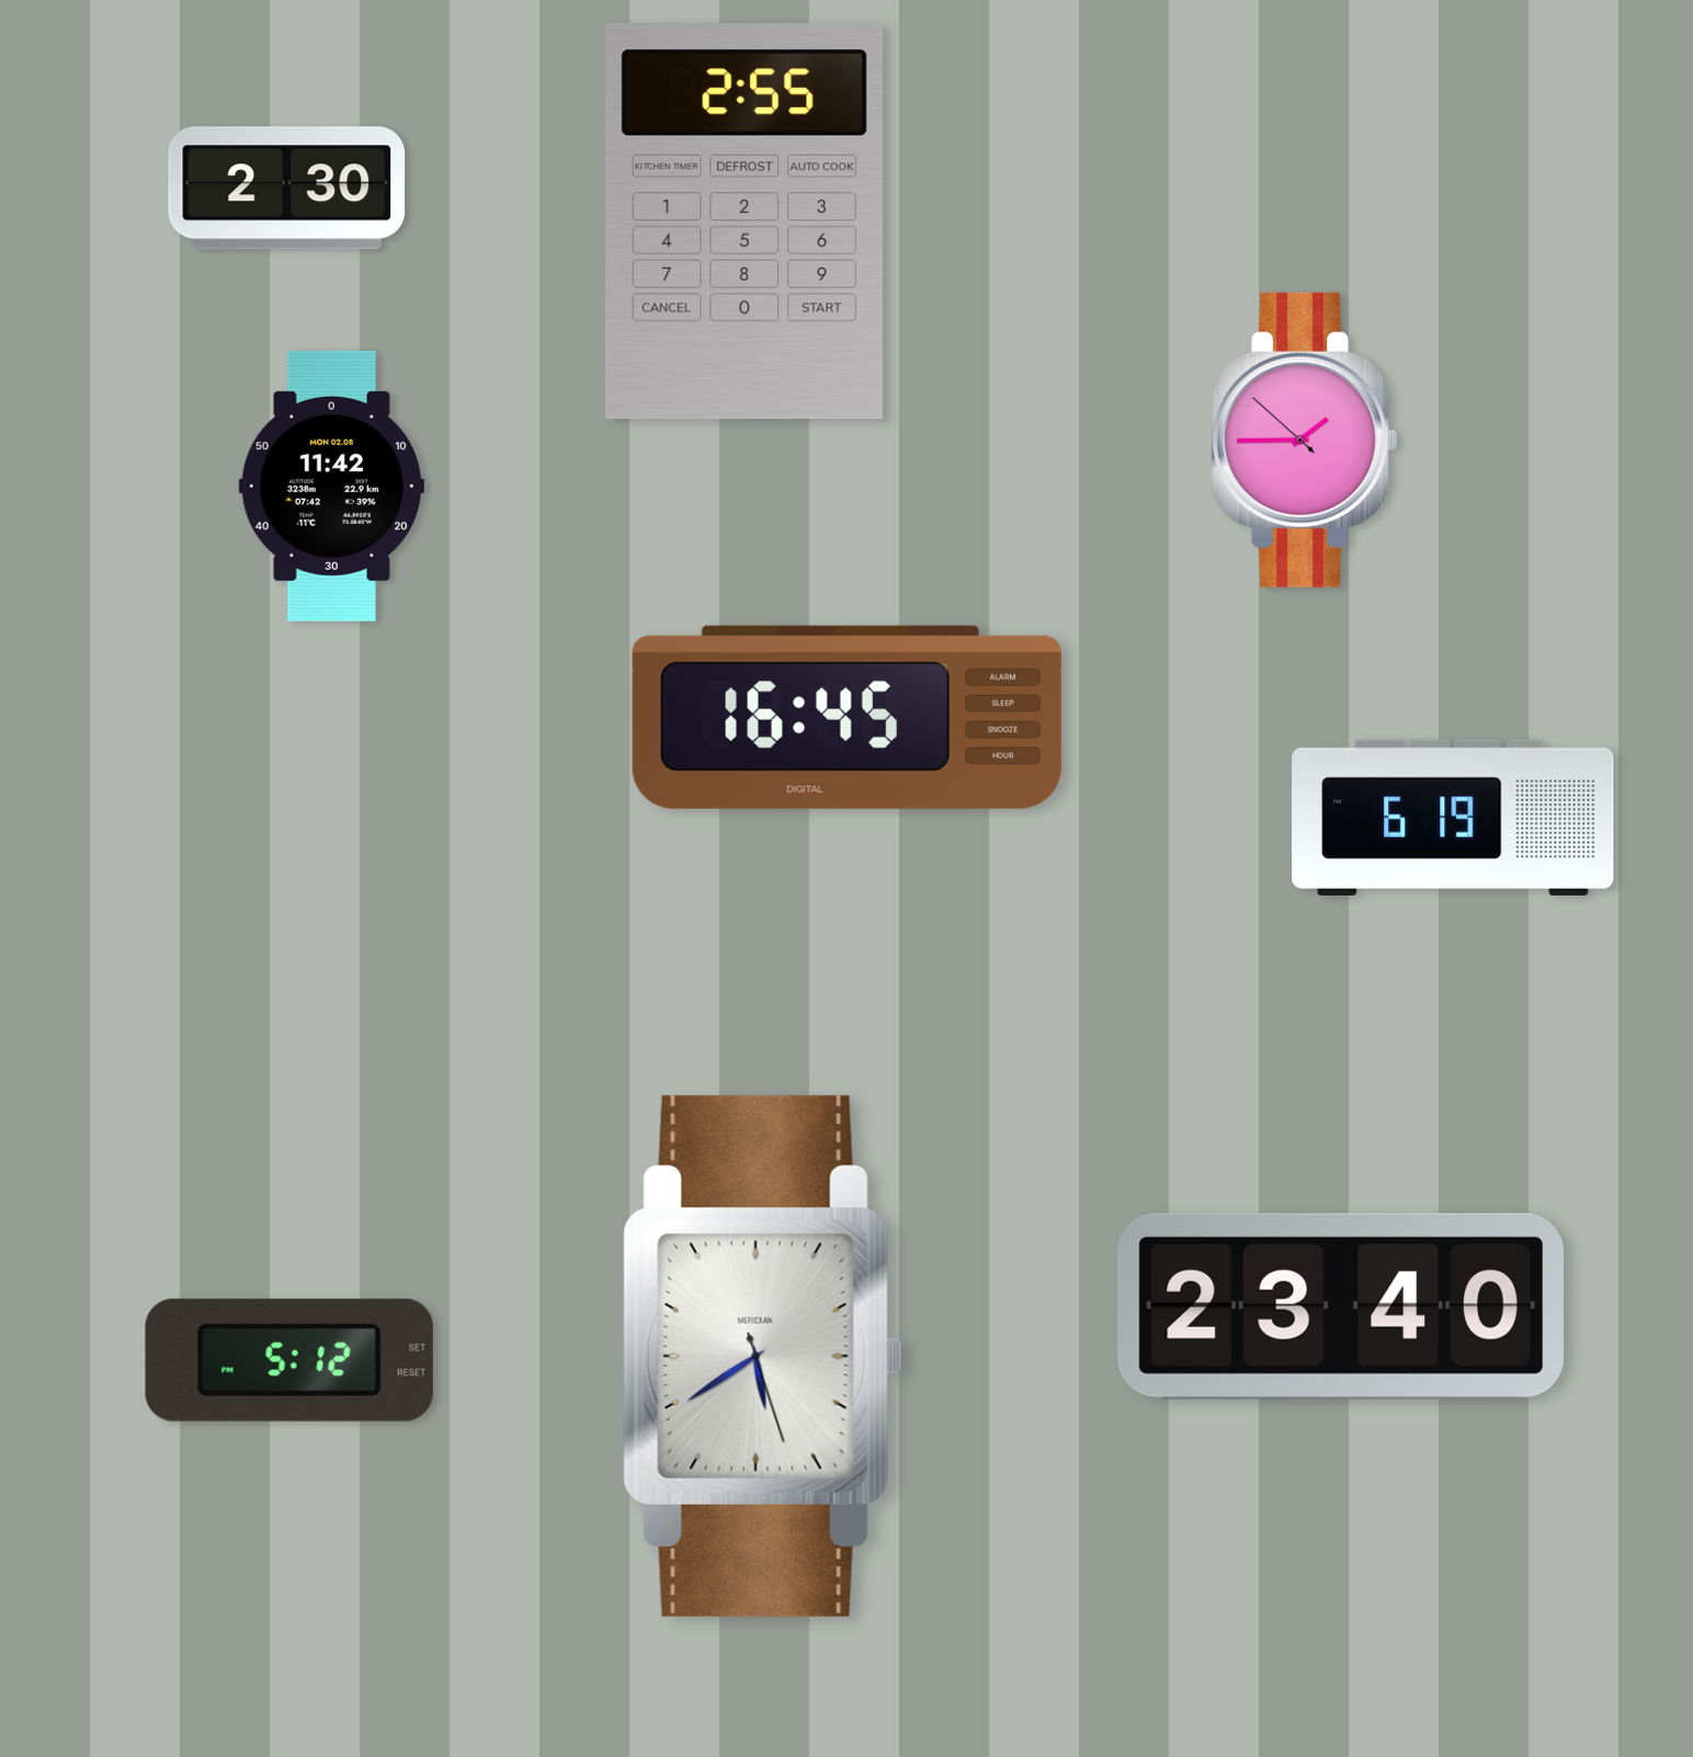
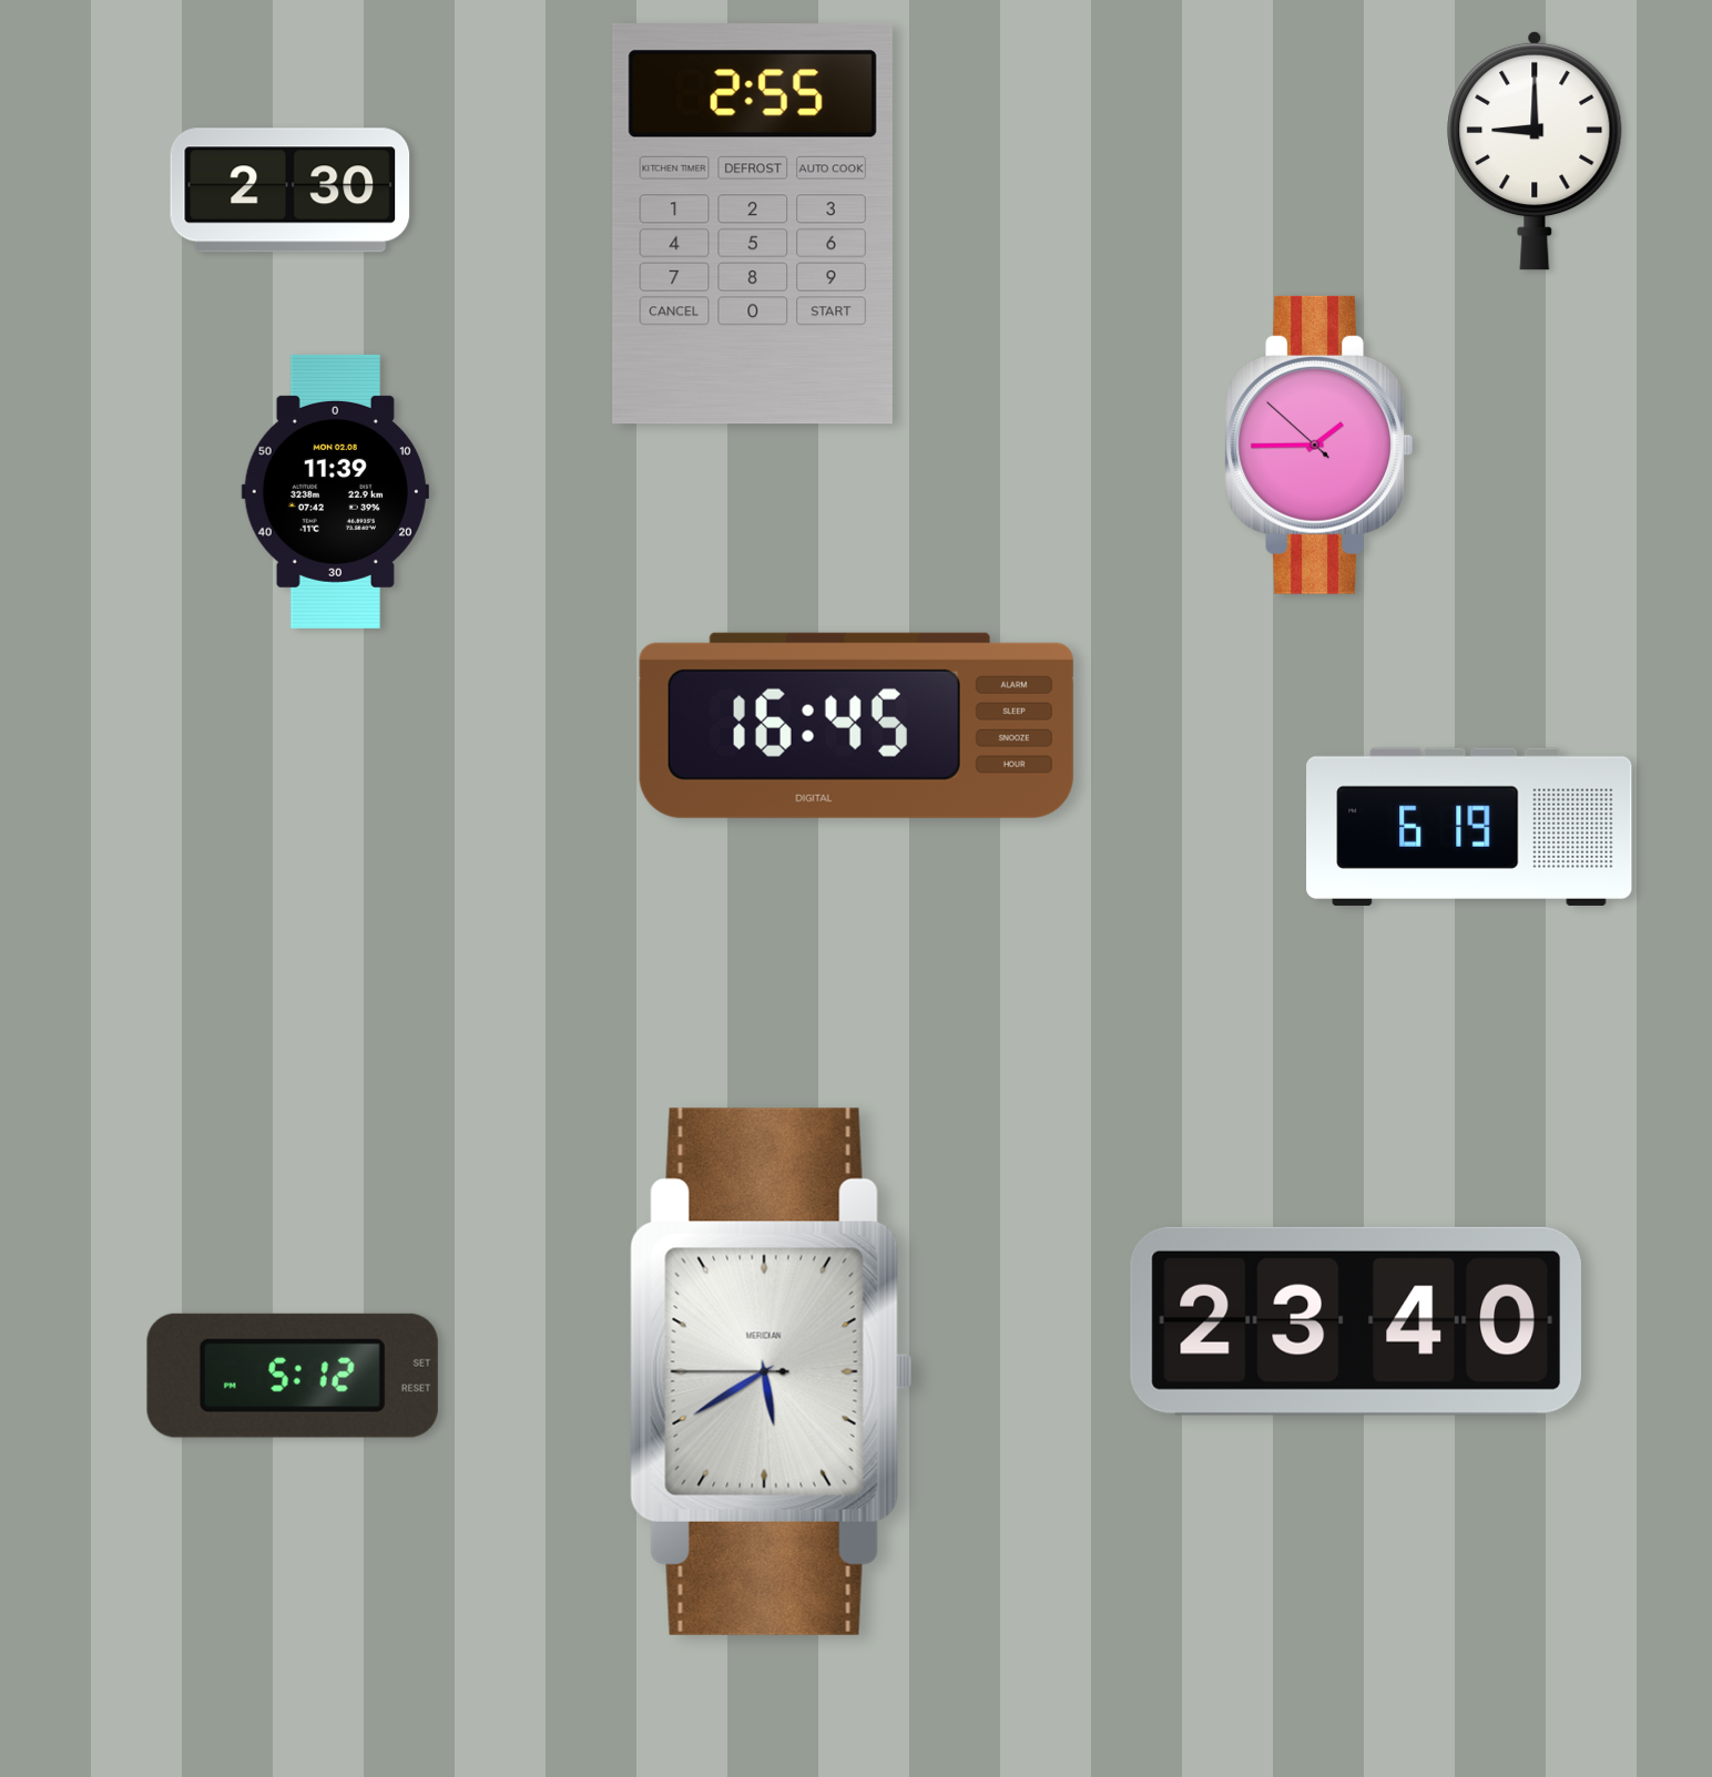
clock at (1535, 151): none -> 9:00
clock at (331, 486): 11:42 -> 11:39
clock at (762, 1356): 5:39:27 -> 5:39:45
